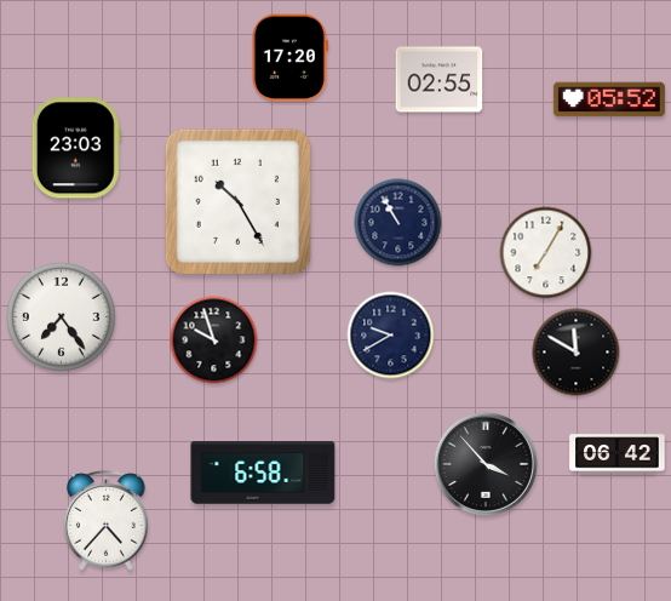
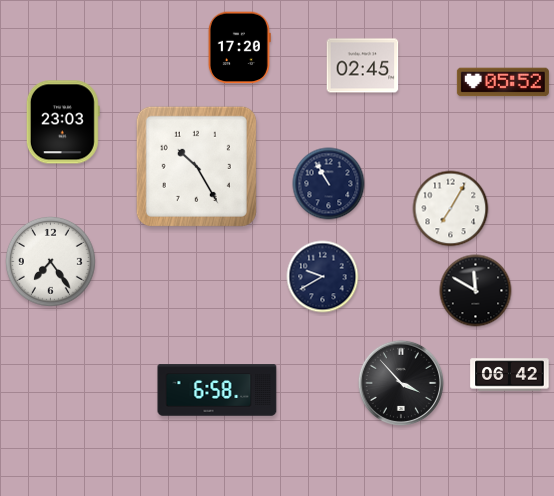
clock at (440, 80): 02:55 -> 02:45
clock at (214, 340): 9:57 -> none
clock at (107, 520): 4:37 -> none
